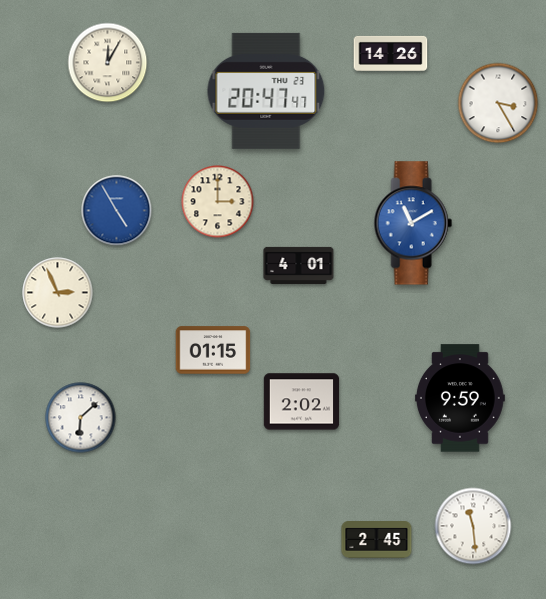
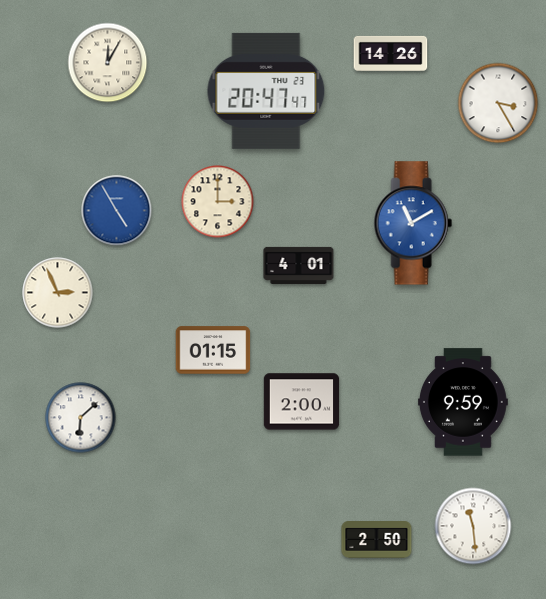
clock at (460, 398) position: (460, 398) -> (463, 402)
clock at (302, 402): 2:02 -> 2:00
clock at (377, 540): 2:45 -> 2:50
